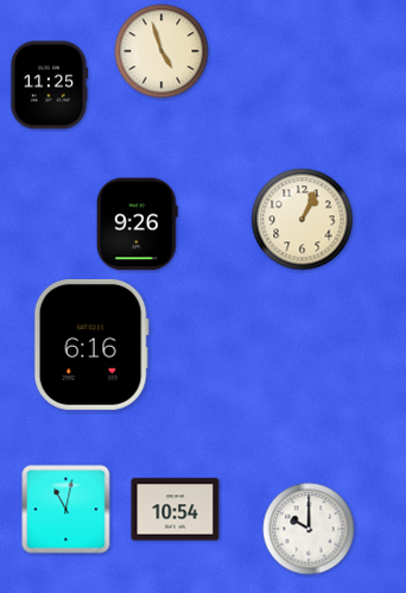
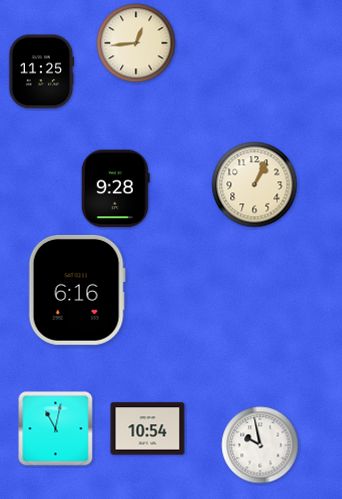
clock at (161, 51): 4:57 -> 12:44
clock at (137, 225): 9:26 -> 9:28
clock at (309, 529): 10:00 -> 9:58
